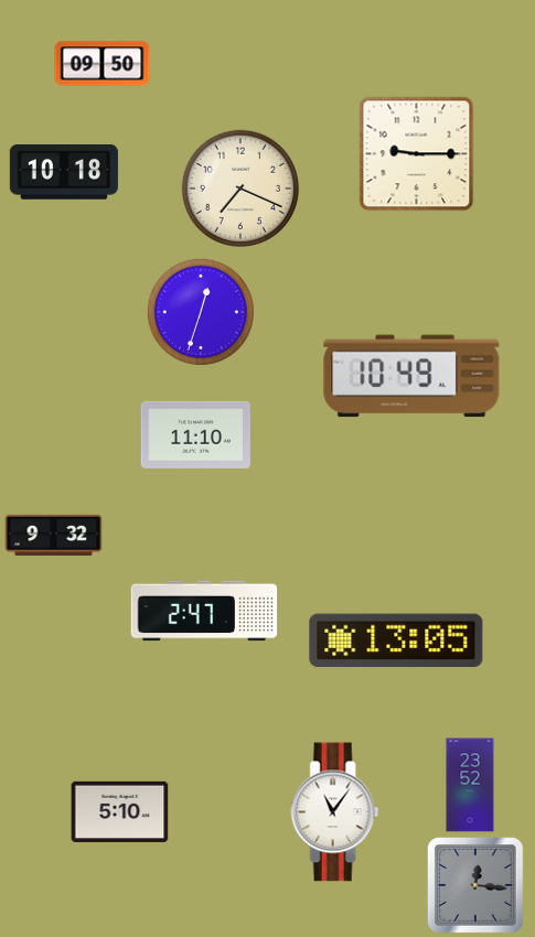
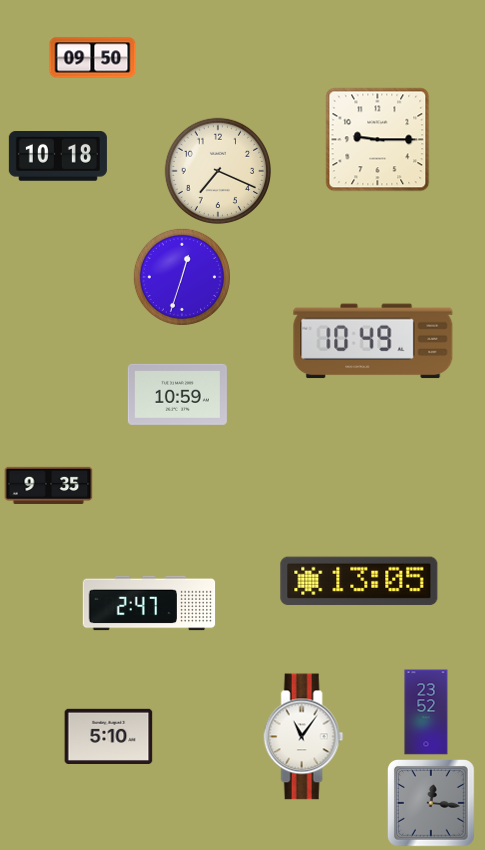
clock at (201, 312) position: (201, 312) -> (182, 277)
clock at (195, 434): 11:10 -> 10:59
clock at (54, 535): 9:32 -> 9:35
clock at (204, 611) position: (204, 611) -> (149, 603)
